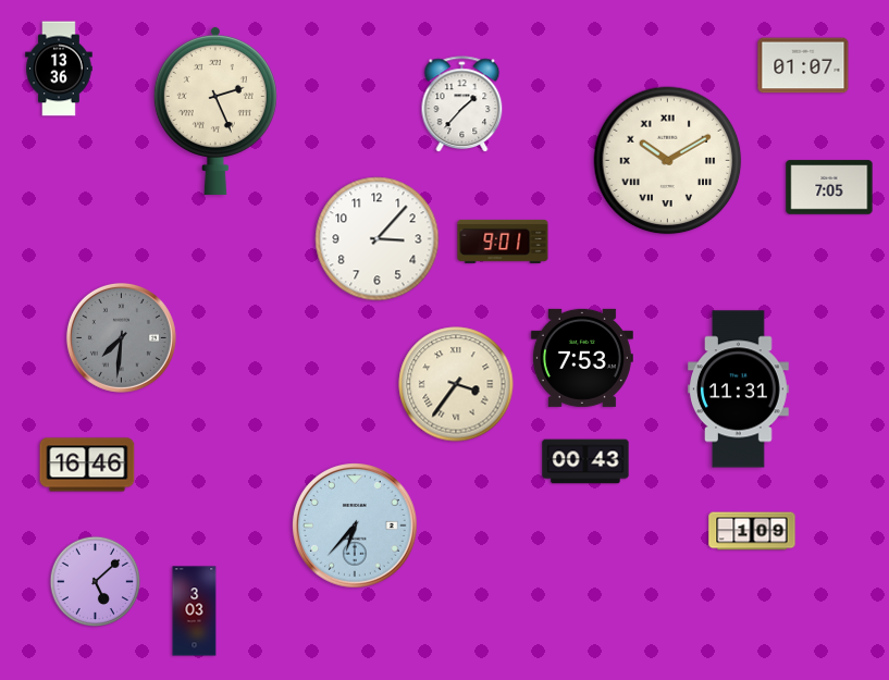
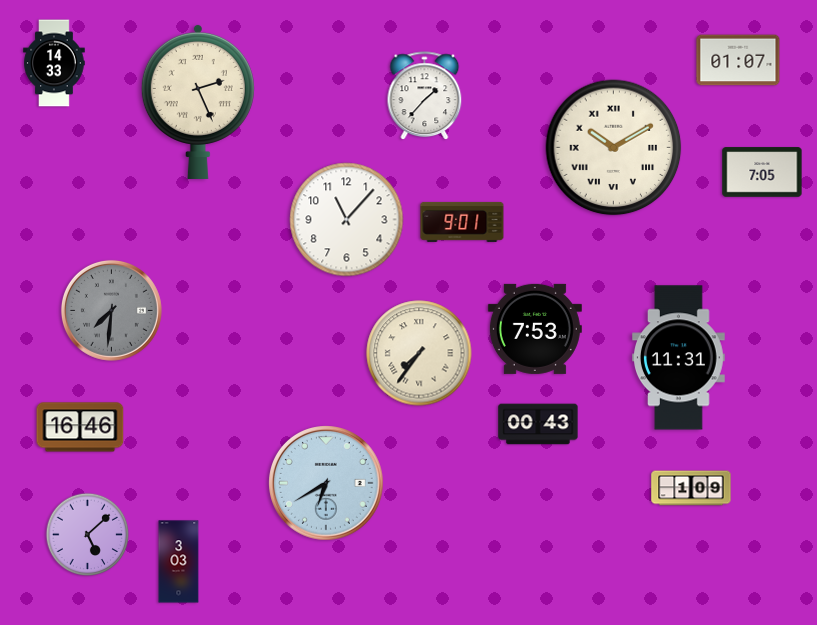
clock at (59, 69): 13:36 -> 14:33
clock at (378, 239): 3:07 -> 11:07
clock at (456, 384): 3:36 -> 7:36
clock at (356, 527): 6:37 -> 6:40
